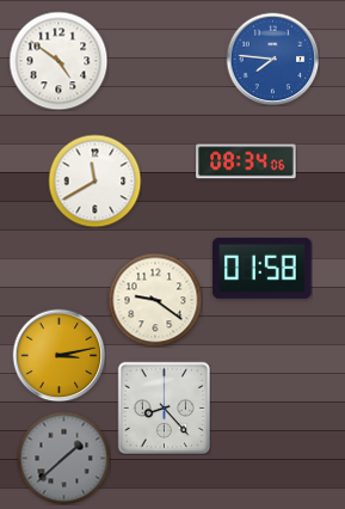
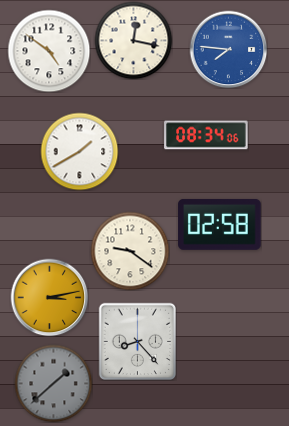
clock at (133, 40): none -> 12:17
clock at (94, 180): 11:40 -> 1:40
clock at (263, 268): 01:58 -> 02:58
